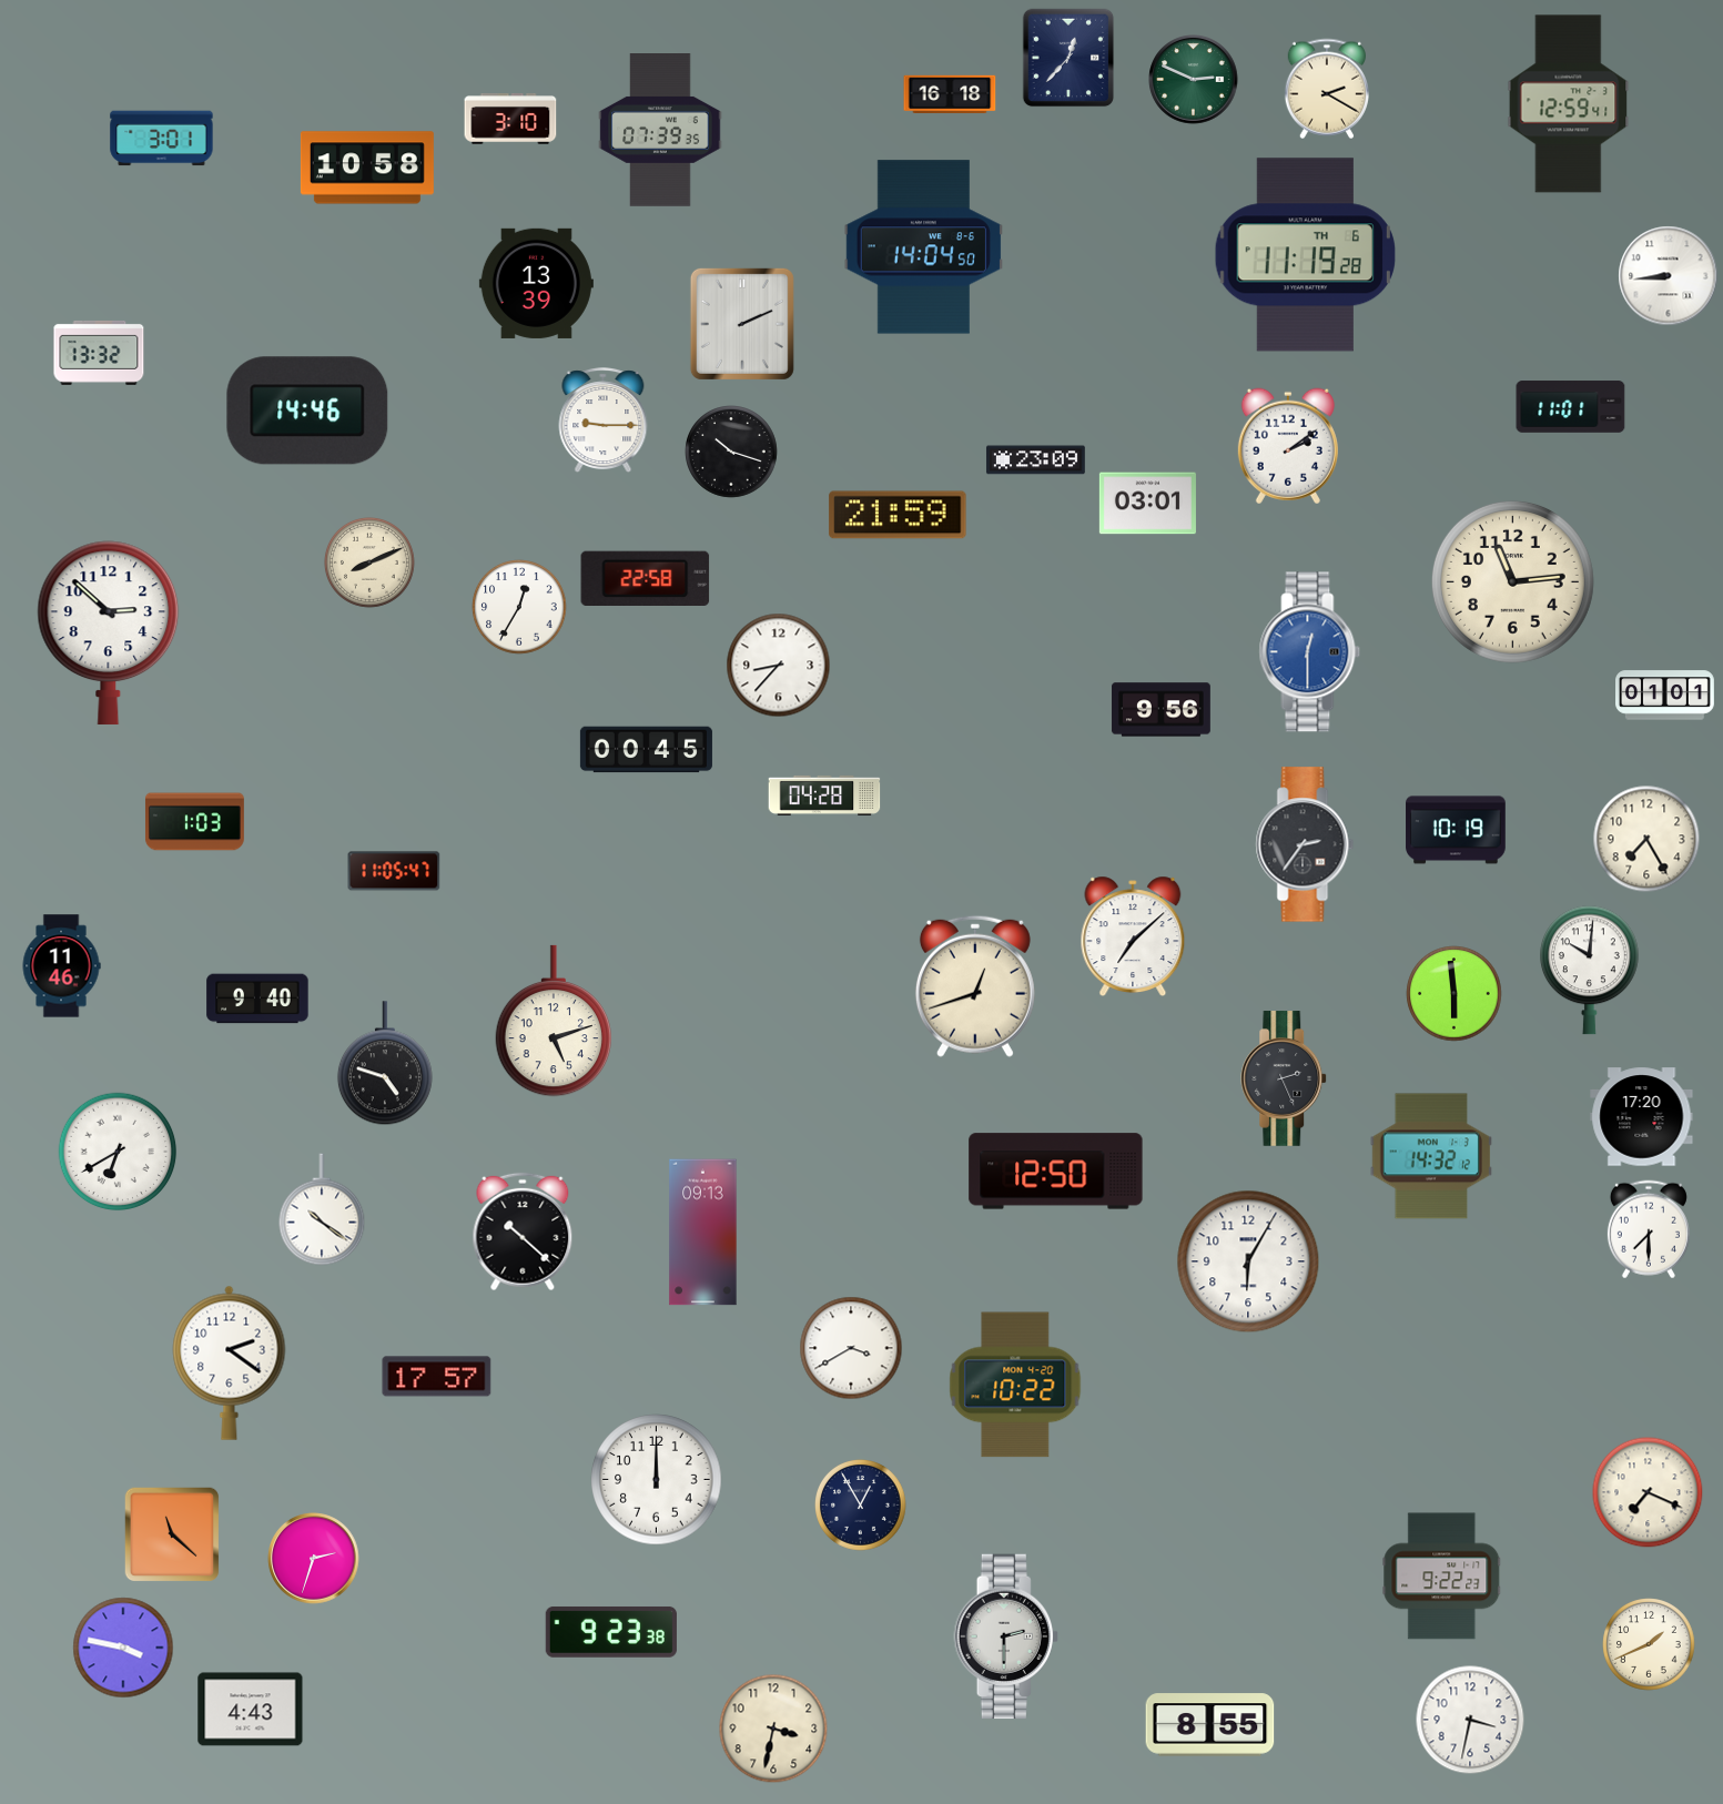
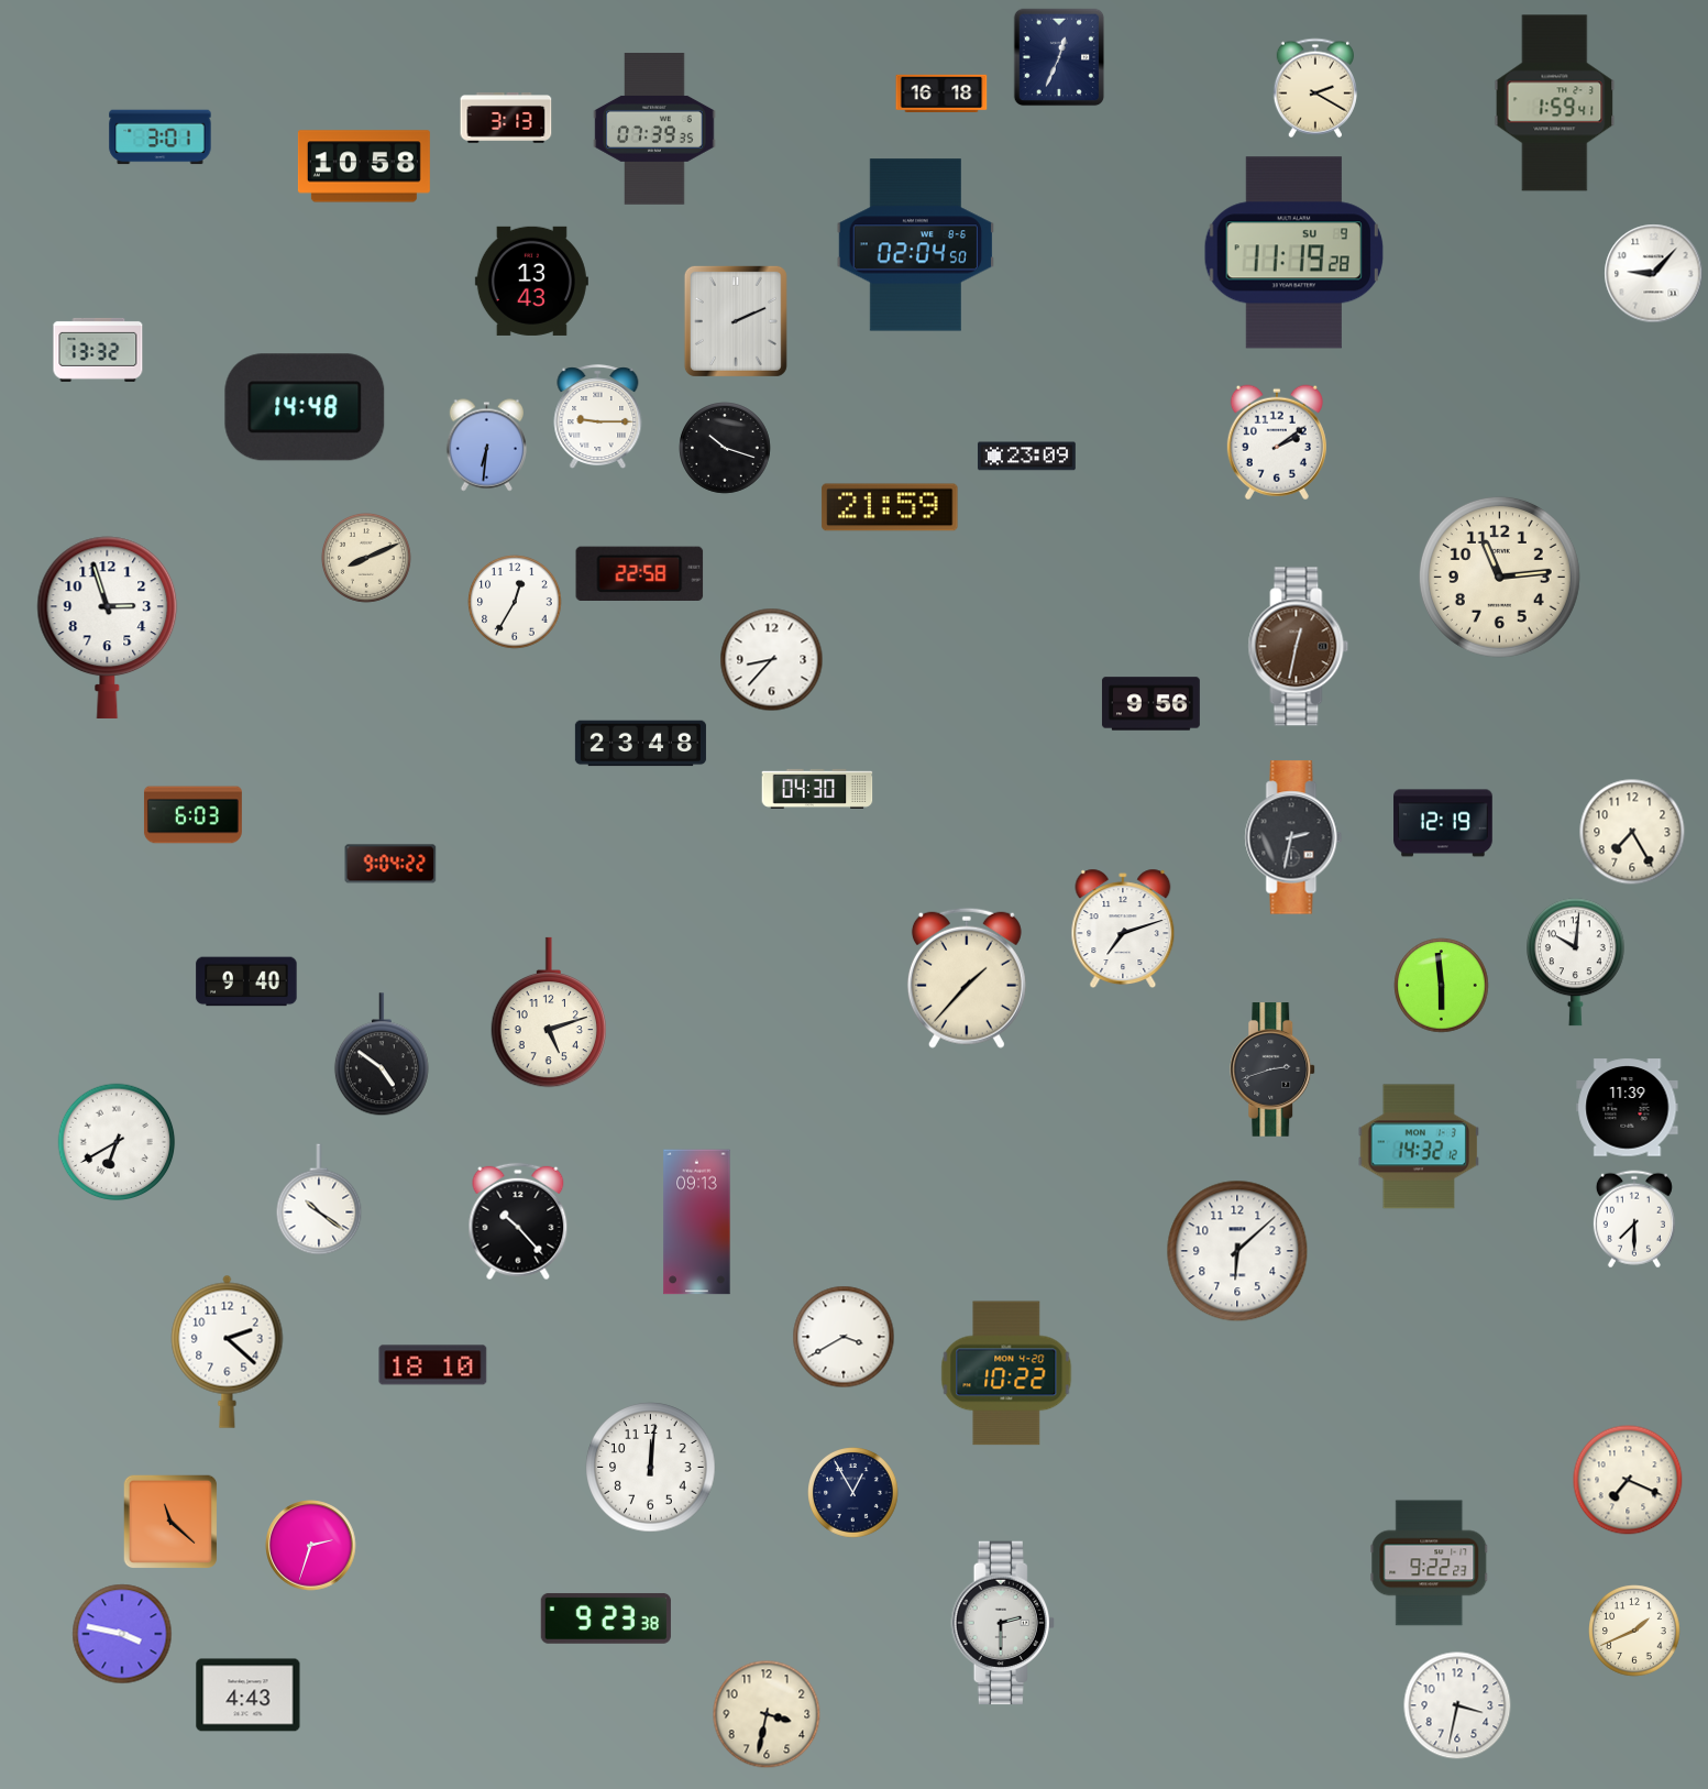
clock at (1068, 58): 12:37 -> 12:34
clock at (1194, 80): 2:49 -> none
clock at (1569, 104): 12:59 -> 1:59
clock at (510, 119): 3:10 -> 3:13
clock at (923, 247): 14:04 -> 02:04
clock at (1305, 255) date: TH 6 -> SU 9
clock at (1669, 276): 8:44 -> 9:07
clock at (536, 283): 13:39 -> 13:43
clock at (1571, 407): 11:01 -> none
clock at (307, 411): 14:46 -> 14:48
clock at (487, 446): none -> 6:31
clock at (1147, 504): 03:01 -> none
clock at (898, 515) position: (898, 515) -> (890, 507)
clock at (109, 632): 2:52 -> 2:57
clock at (1310, 652): 12:30 -> 12:32
clock at (1310, 652) dial: blue -> brown
clock at (1665, 696): 01:01 -> none
clock at (646, 750): 00:45 -> 23:48
clock at (824, 795): 04:28 -> 04:30
clock at (195, 822): 1:03 -> 6:03
clock at (1456, 830): 10:19 -> 12:19
clock at (1305, 844): 2:36 -> 2:32
clock at (394, 871): 11:05 -> 9:04
clock at (1133, 935): 7:08 -> 7:12
clock at (61, 966): 11:46 -> none
clock at (975, 986): 12:42 -> 1:37
clock at (257, 999) position: (257, 999) -> (246, 981)
clock at (385, 1064): 4:48 -> 4:51
clock at (1285, 1078): 2:26 -> 2:42
clock at (1642, 1117): 17:20 -> 11:39
clock at (1056, 1172): 12:50 -> none
clock at (523, 1232): 10:22 -> 10:23
clock at (1248, 1261): 6:05 -> 6:08
clock at (230, 1362): 2:21 -> 2:22
clock at (437, 1377): 17:57 -> 18:10
clock at (657, 1480): 12:00 -> 12:01
clock at (1648, 1492) position: (1648, 1492) -> (1628, 1480)
clock at (1006, 1636) position: (1006, 1636) -> (1003, 1623)
clock at (1210, 1725): 8:55 -> none
